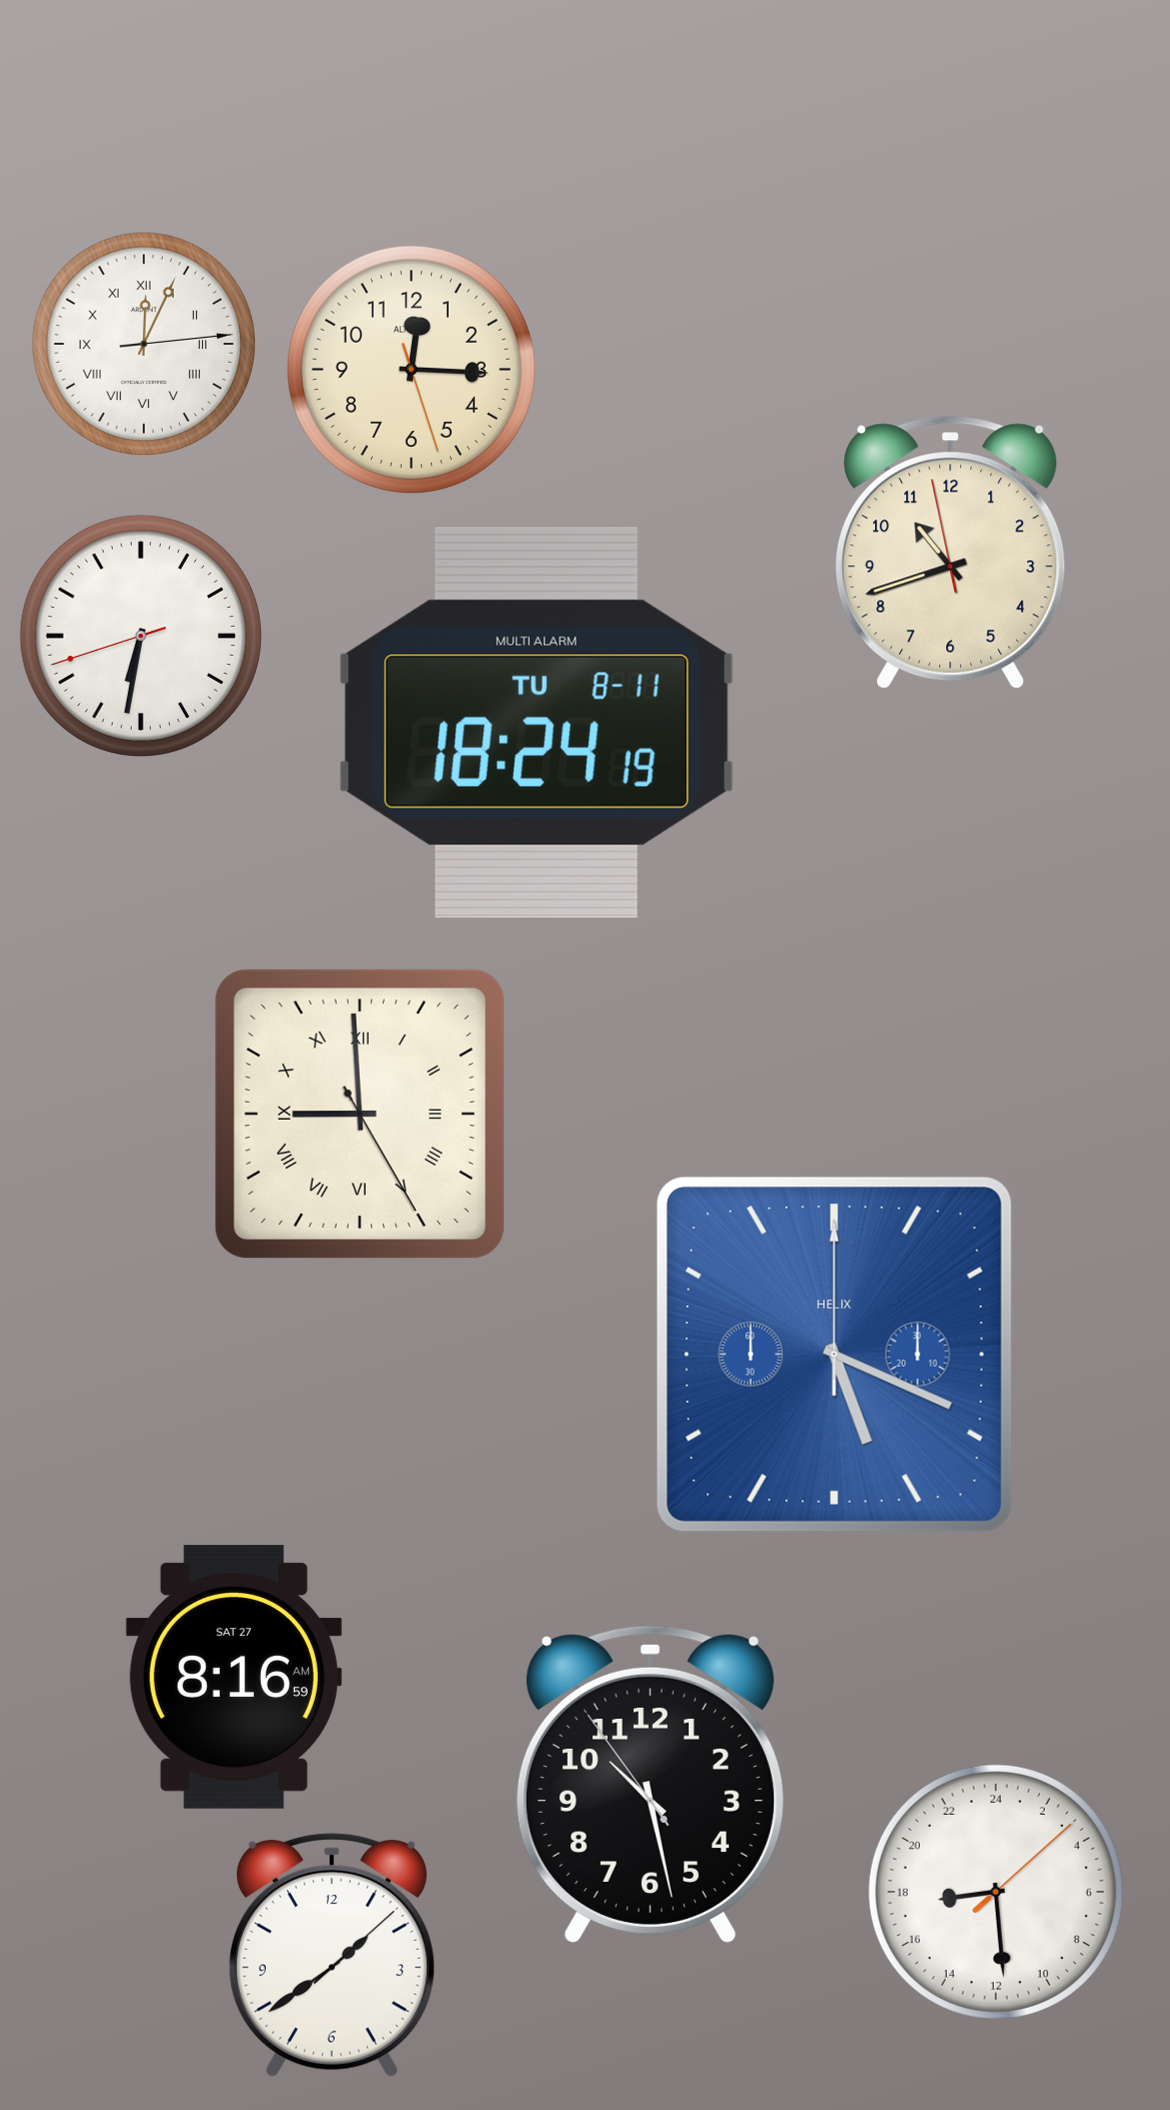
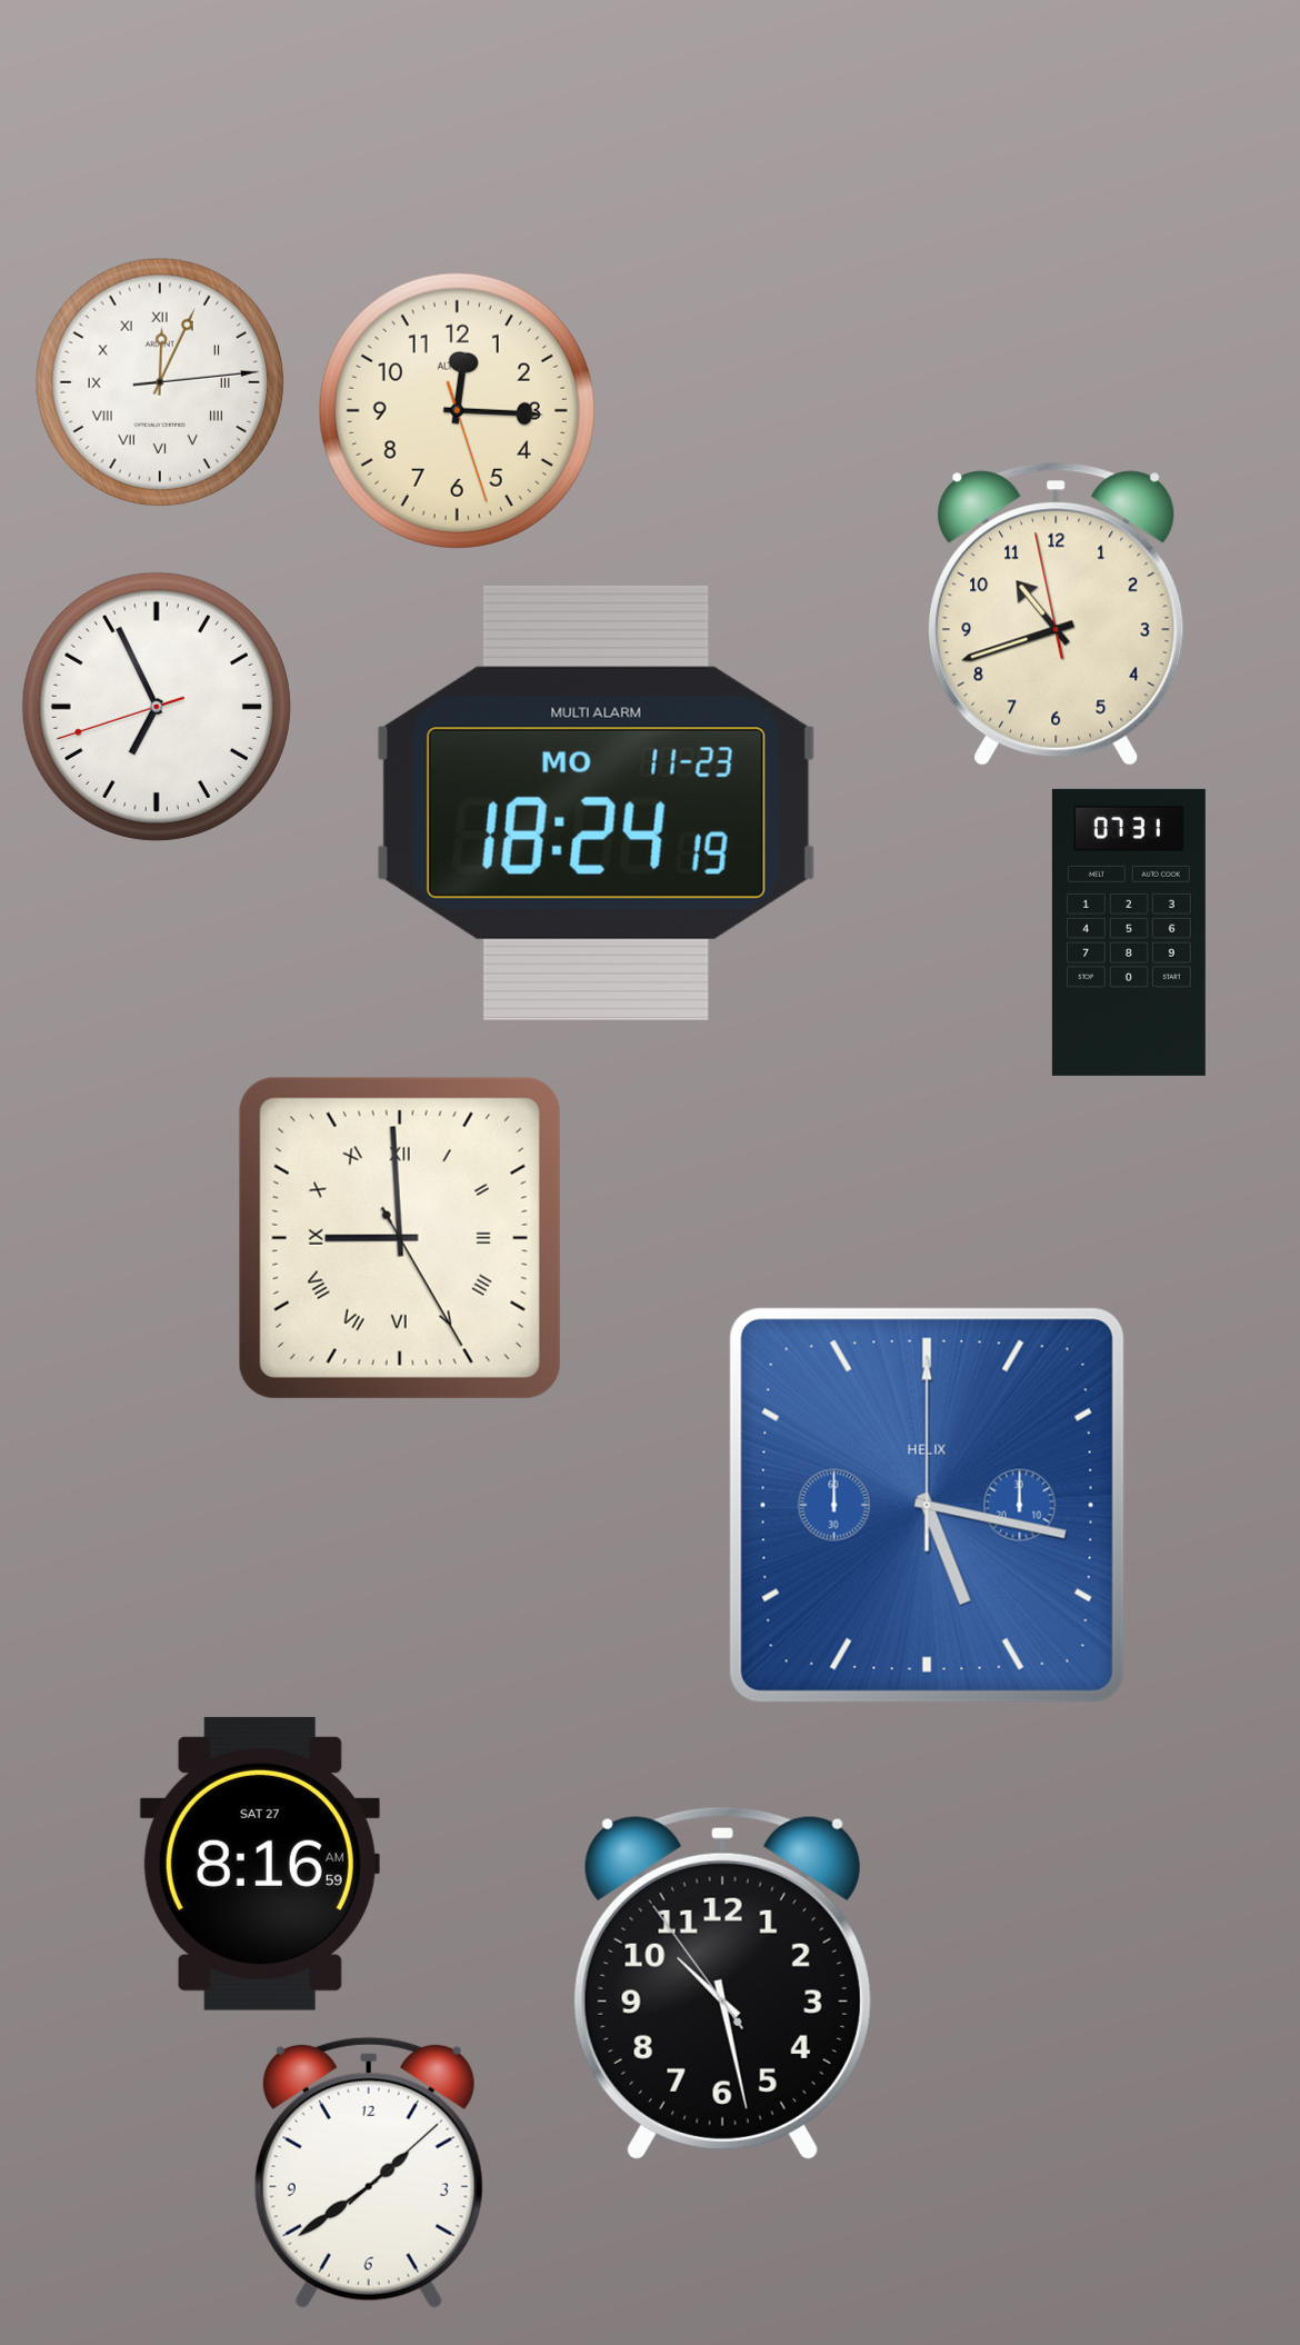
clock at (141, 636): 6:31 -> 6:55
clock at (536, 722) date: TU 8-11 -> MO 11-23
clock at (1129, 932): none -> 07:31
clock at (834, 1354): 5:19 -> 5:17
clock at (996, 1892): 17:29 -> none
